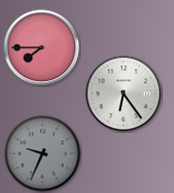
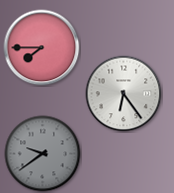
clock at (43, 154): 9:34 -> 9:39
